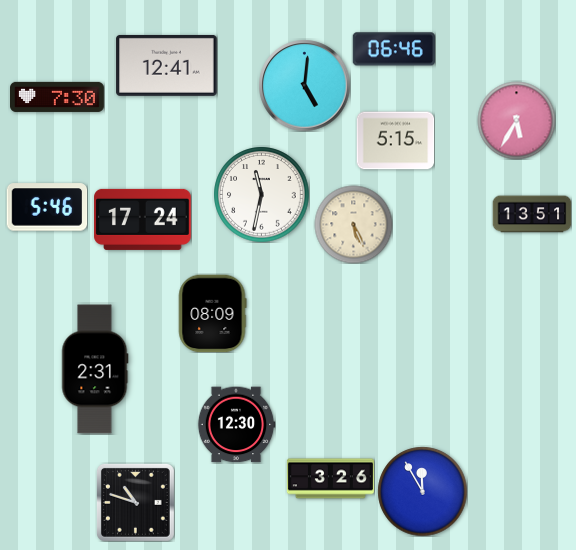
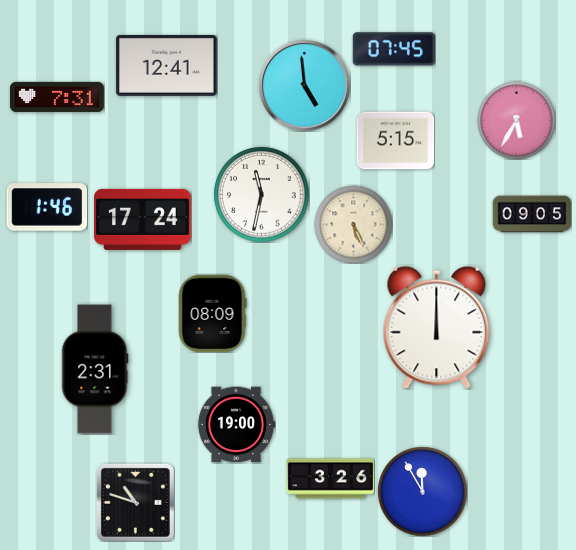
clock at (394, 49): 06:46 -> 07:45
clock at (304, 85): 5:01 -> 4:59
clock at (58, 97): 7:30 -> 7:31
clock at (47, 207): 5:46 -> 1:46
clock at (532, 214): 13:51 -> 09:05
clock at (437, 327): none -> 12:00
clock at (236, 425): 12:30 -> 19:00
